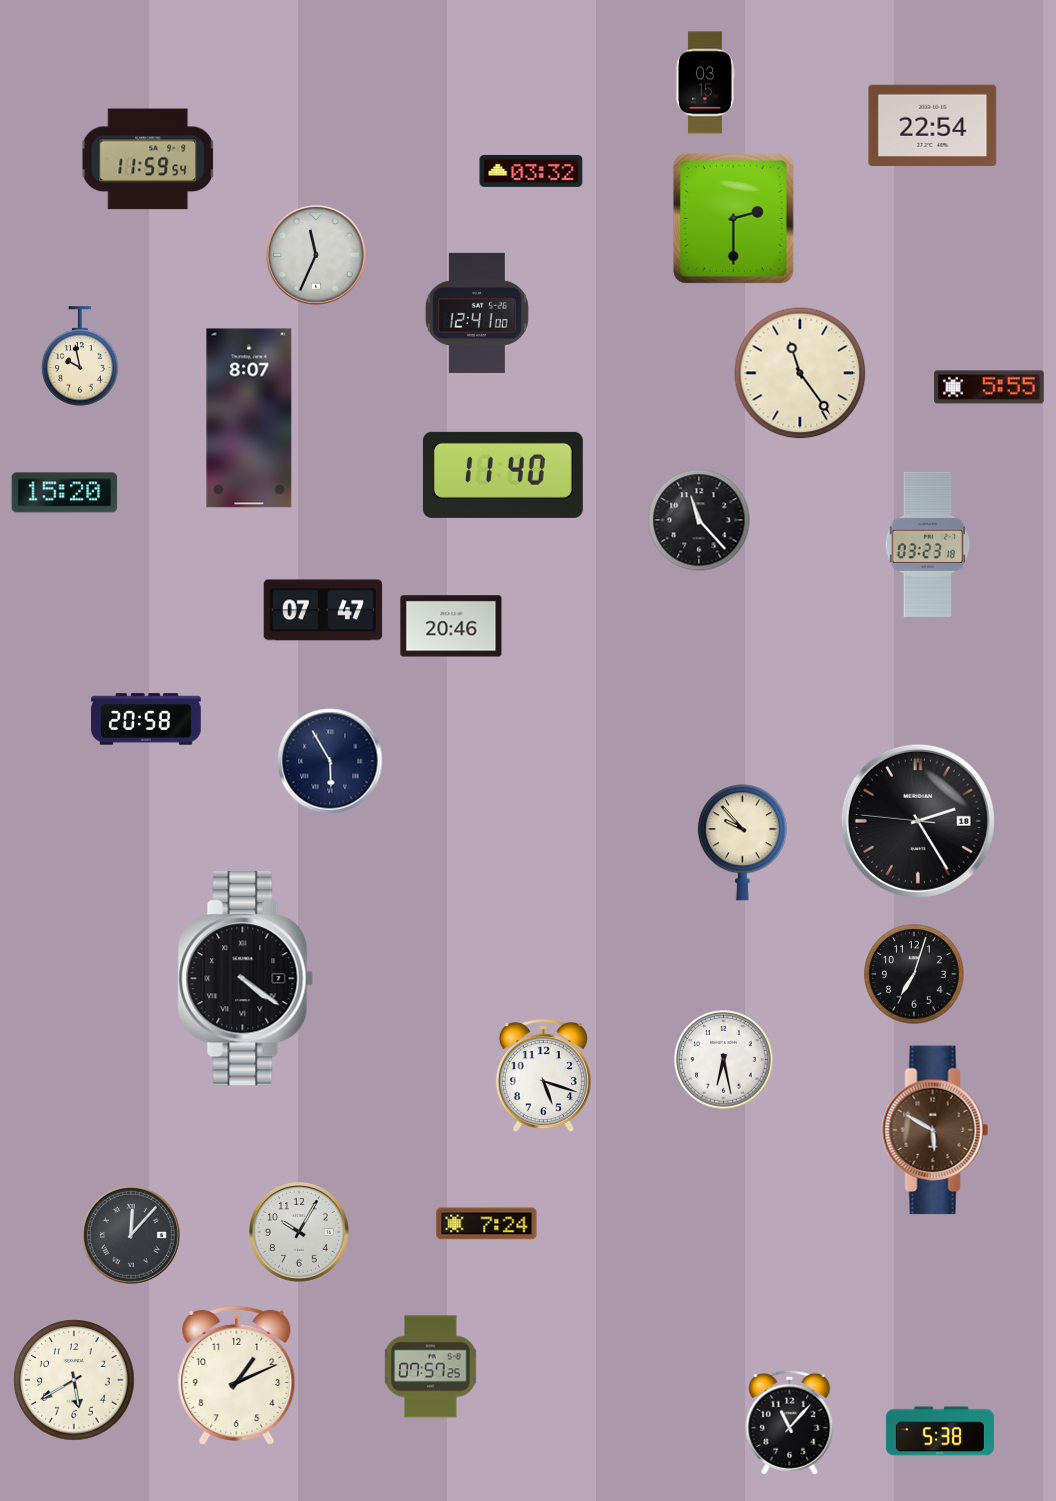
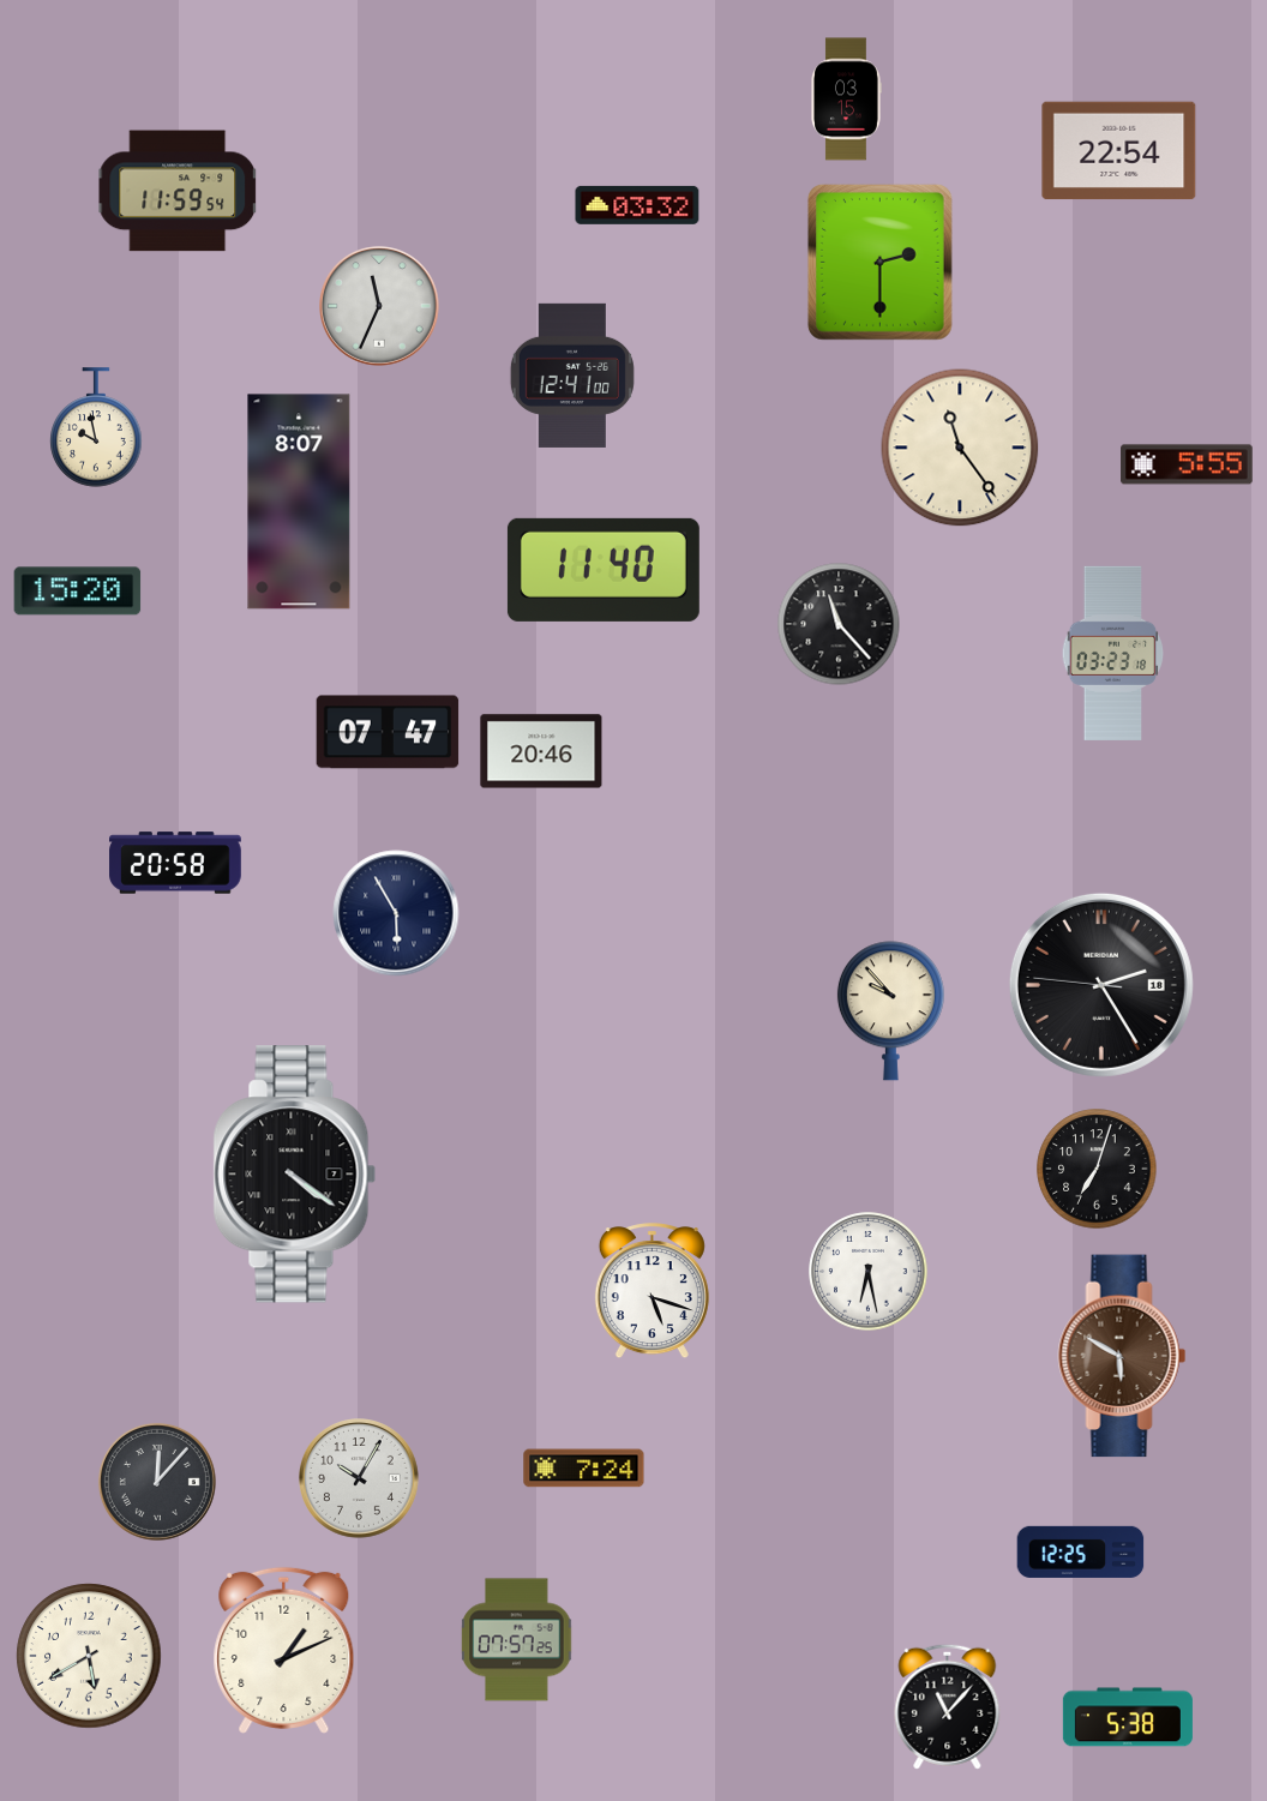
clock at (1081, 1551): none -> 12:25
